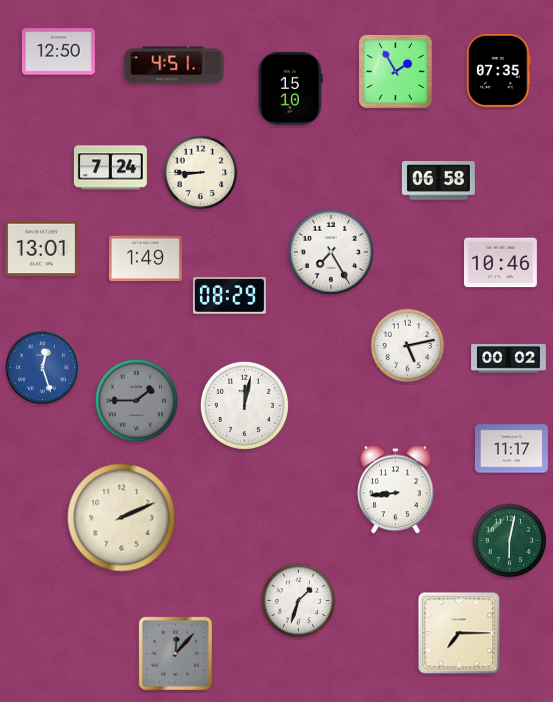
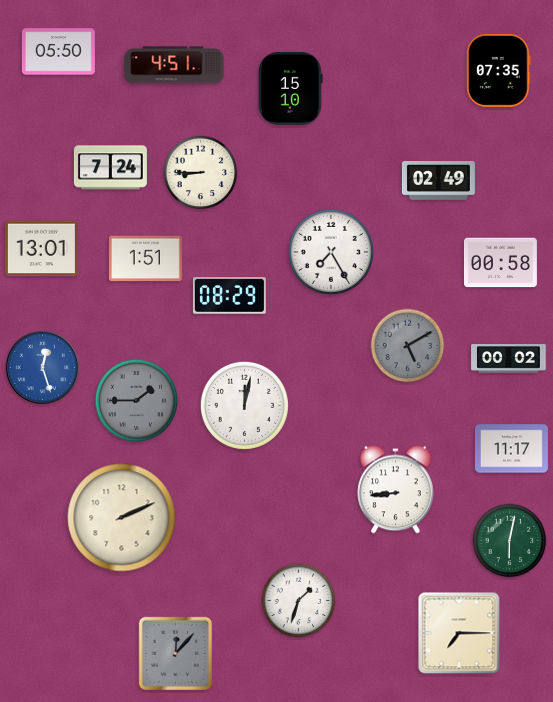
clock at (58, 52): 12:50 -> 05:50
clock at (396, 72): 1:55 -> none
clock at (438, 181): 06:58 -> 02:49
clock at (145, 259): 1:49 -> 1:51
clock at (500, 263): 10:46 -> 00:58
clock at (408, 346): 5:13 -> 5:10
clock at (408, 346) dial: white -> grey
